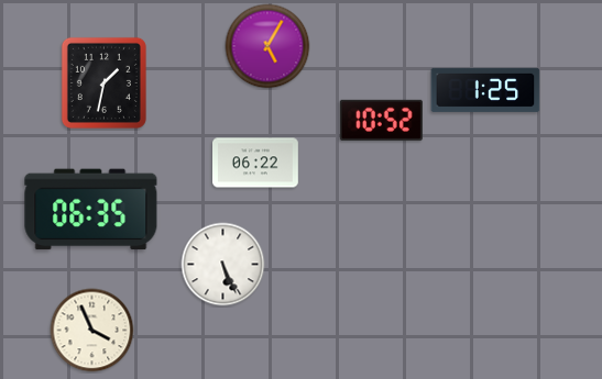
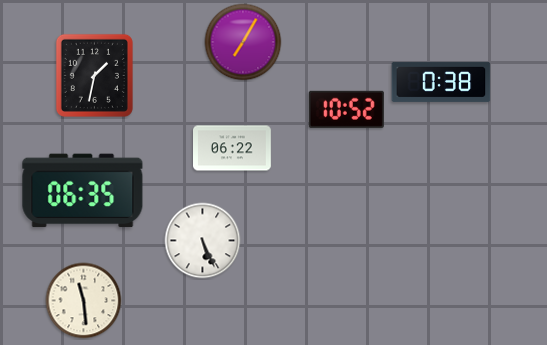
clock at (267, 46): 5:05 -> 7:05
clock at (485, 90): 1:25 -> 0:38
clock at (92, 331): 3:56 -> 11:29
